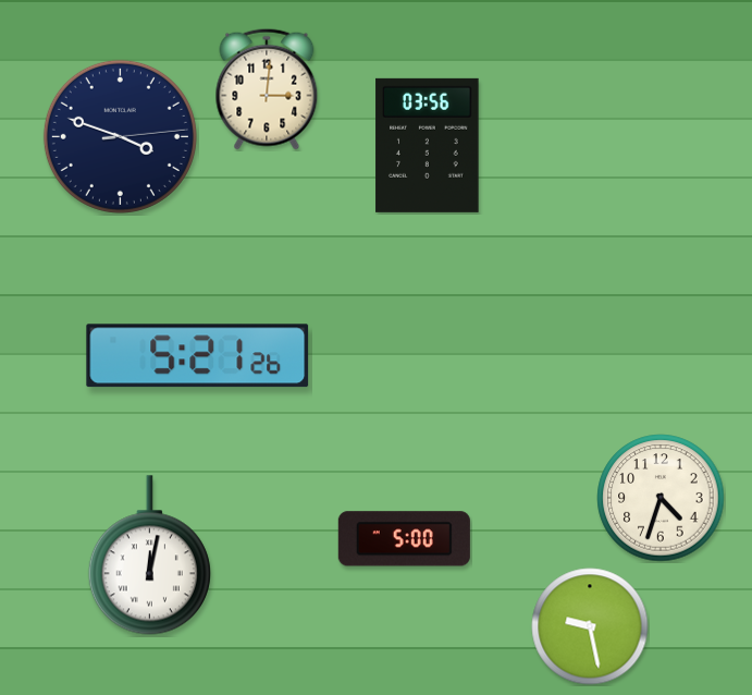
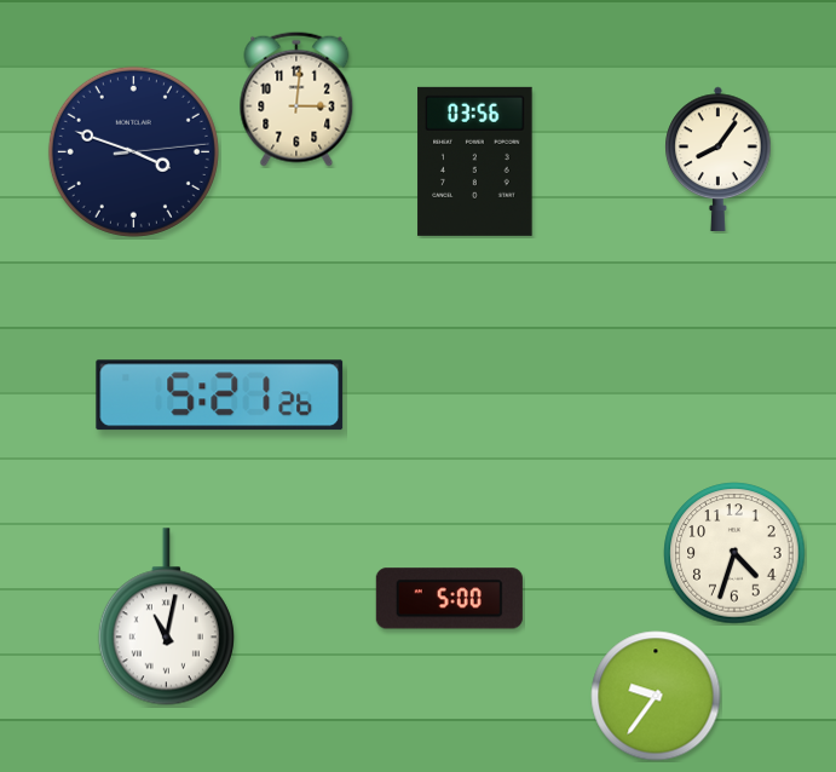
clock at (719, 159): none -> 8:06
clock at (149, 556): 12:02 -> 11:02
clock at (590, 626): 9:28 -> 9:36
